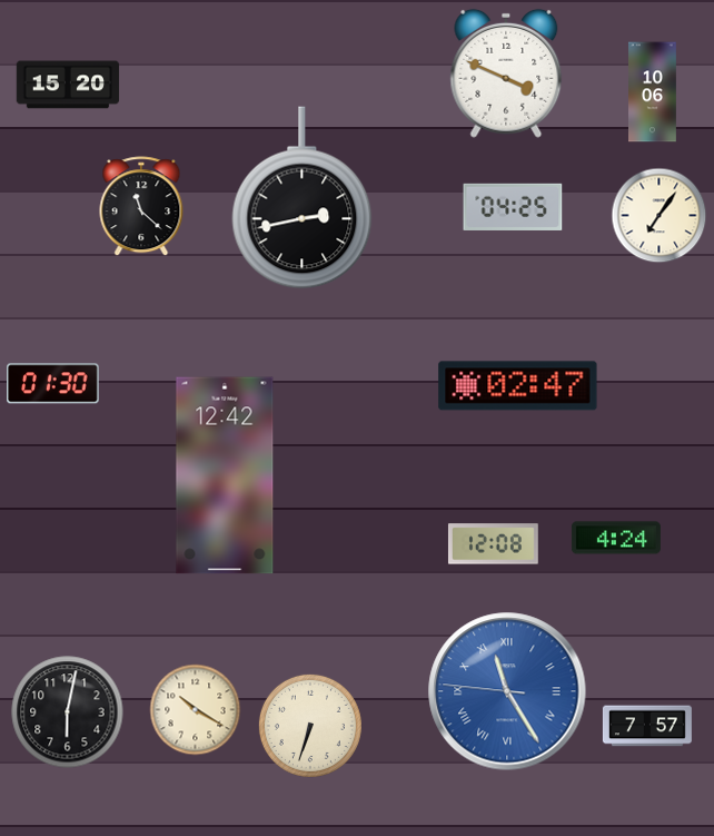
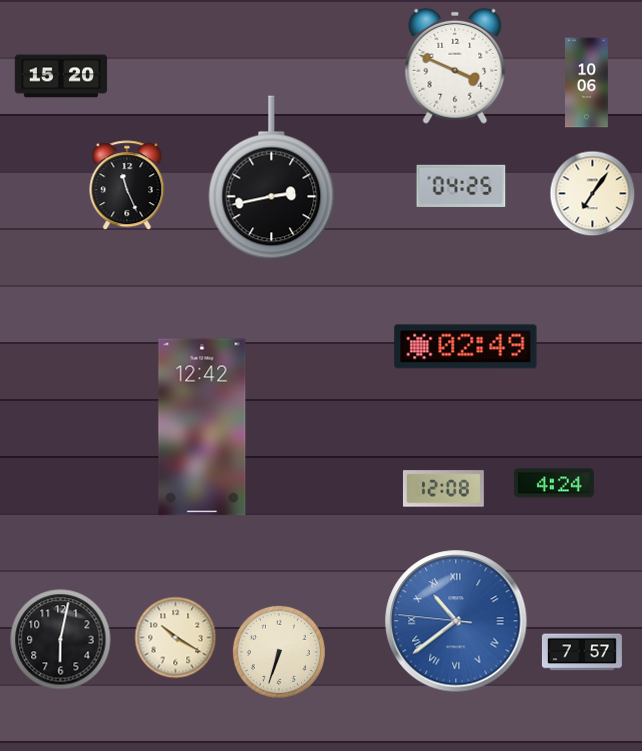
clock at (141, 207): 11:22 -> 11:26
clock at (53, 384): 01:30 -> none
clock at (518, 386): 02:47 -> 02:49
clock at (507, 691): 11:24 -> 10:38
